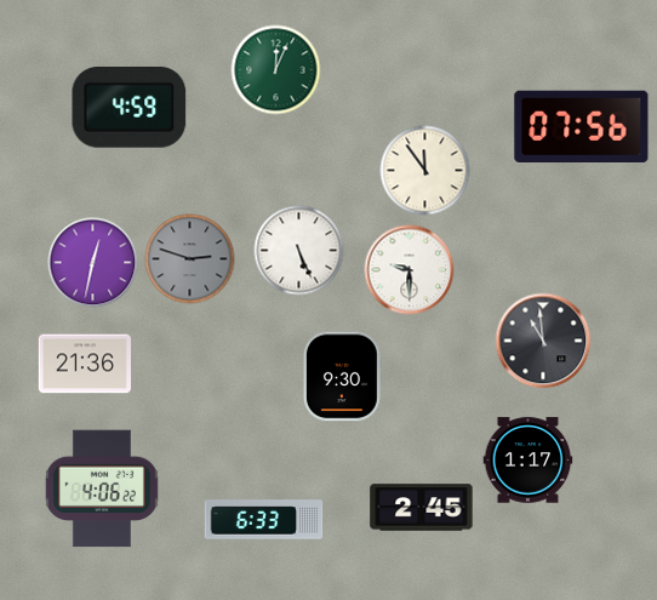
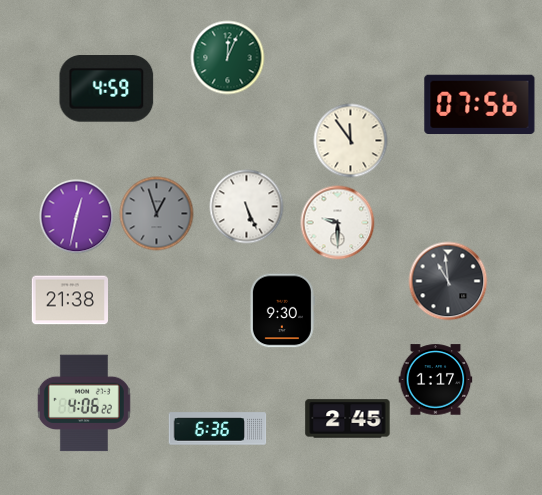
clock at (190, 259): 2:48 -> 12:57
clock at (85, 364): 21:36 -> 21:38
clock at (264, 520): 6:33 -> 6:36
